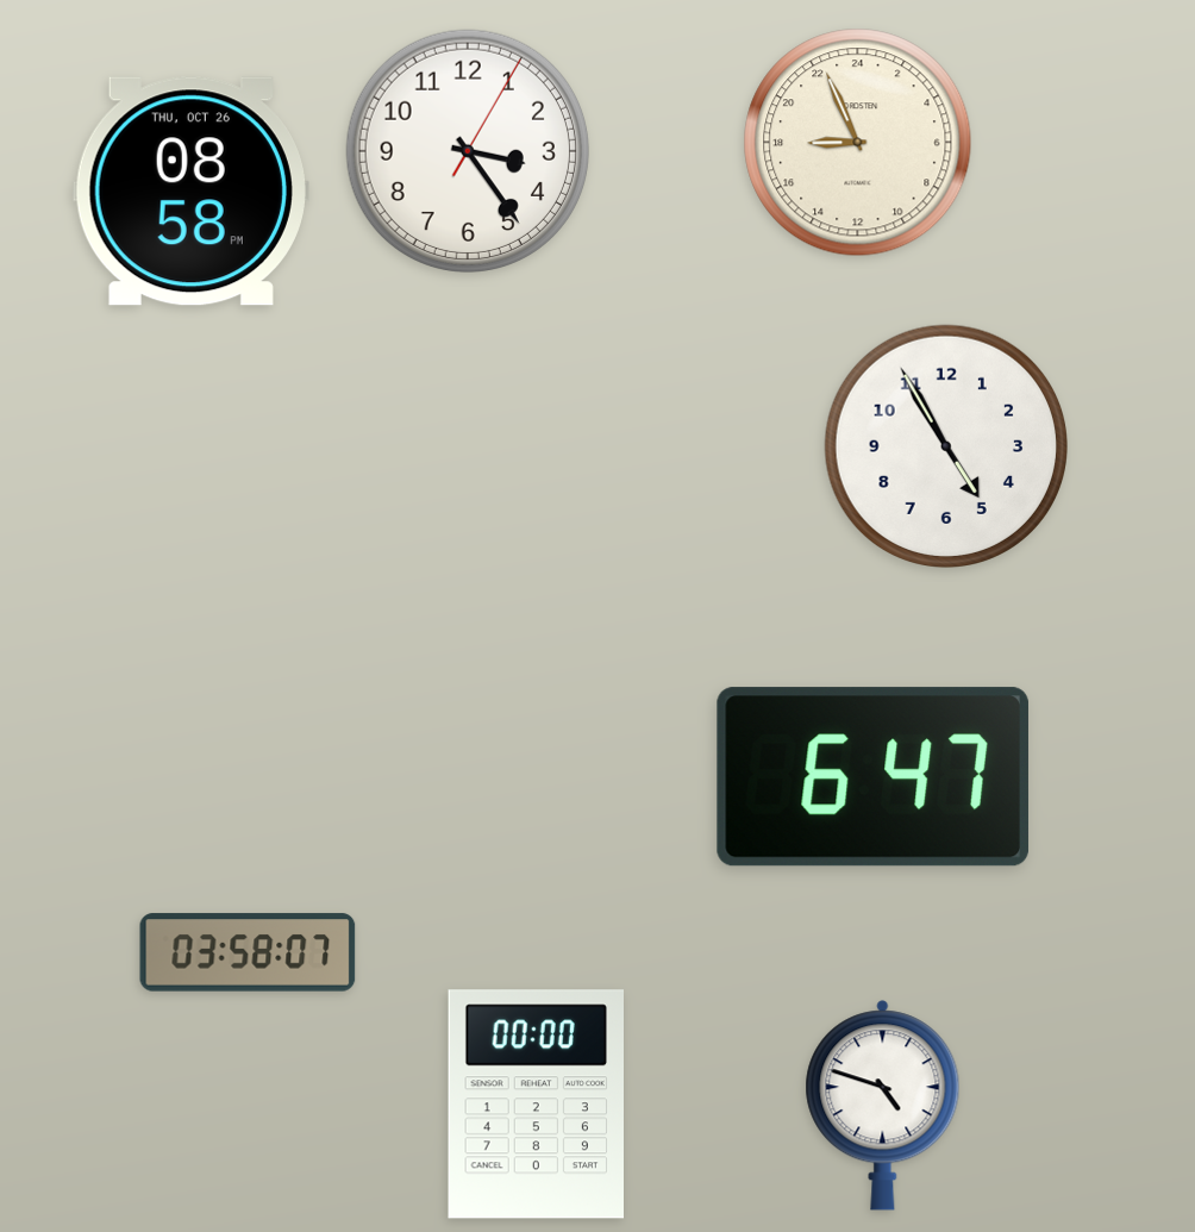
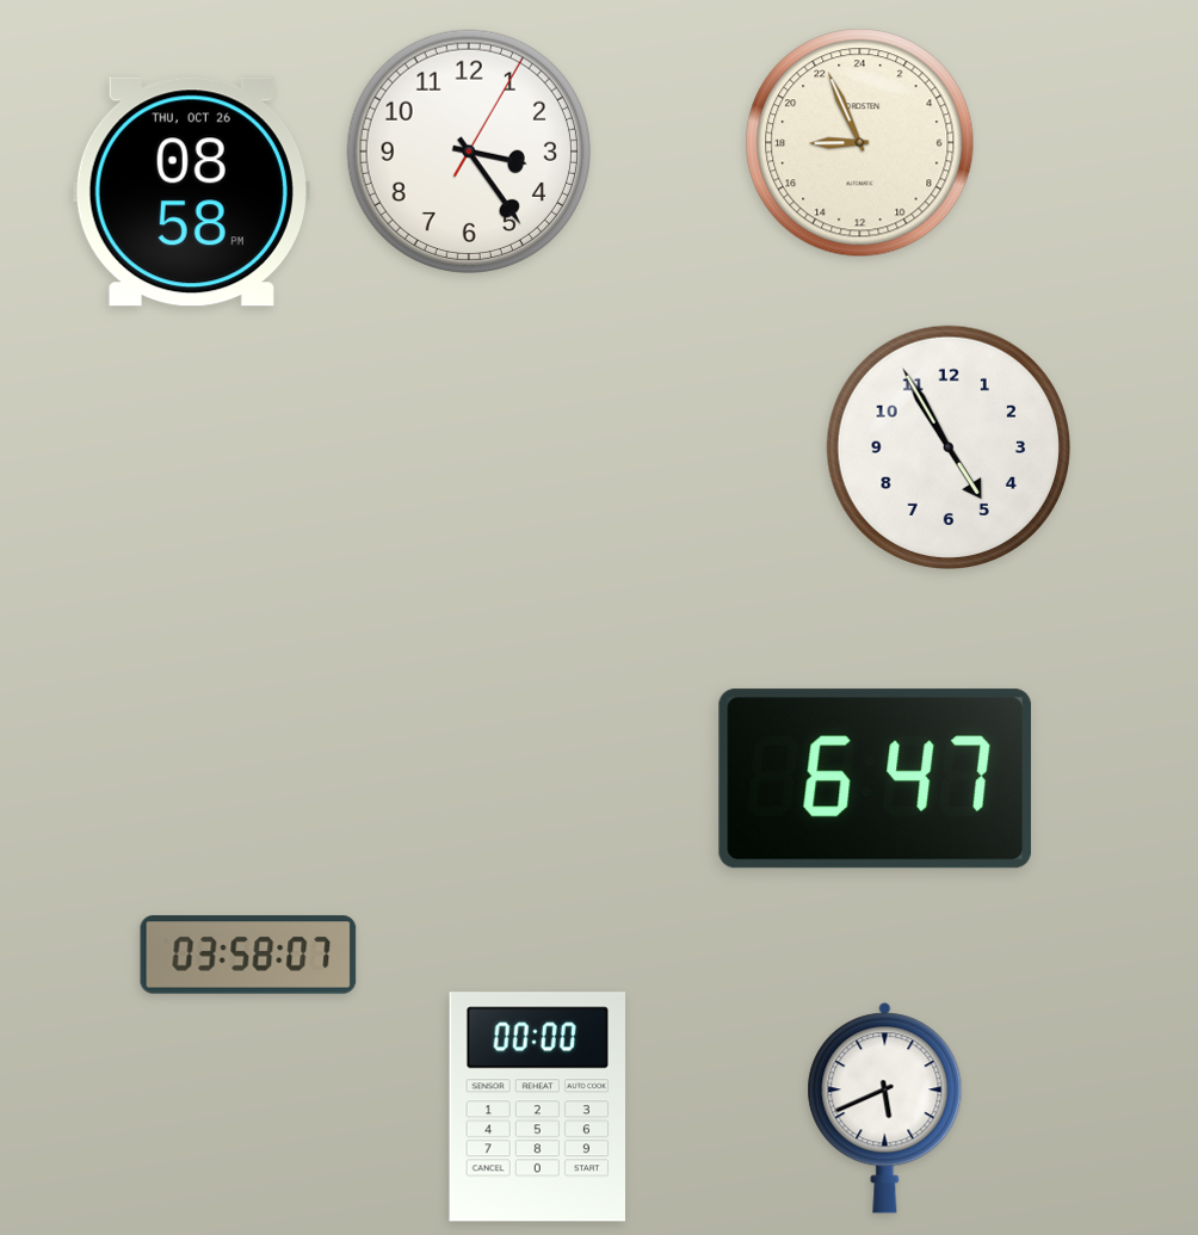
clock at (883, 1106): 4:48 -> 5:41
